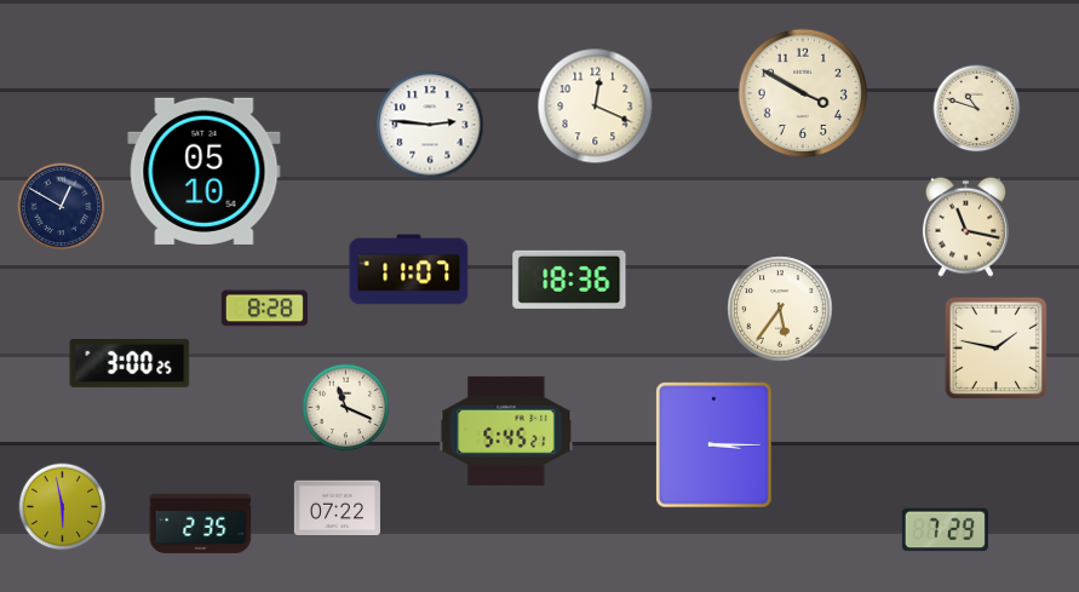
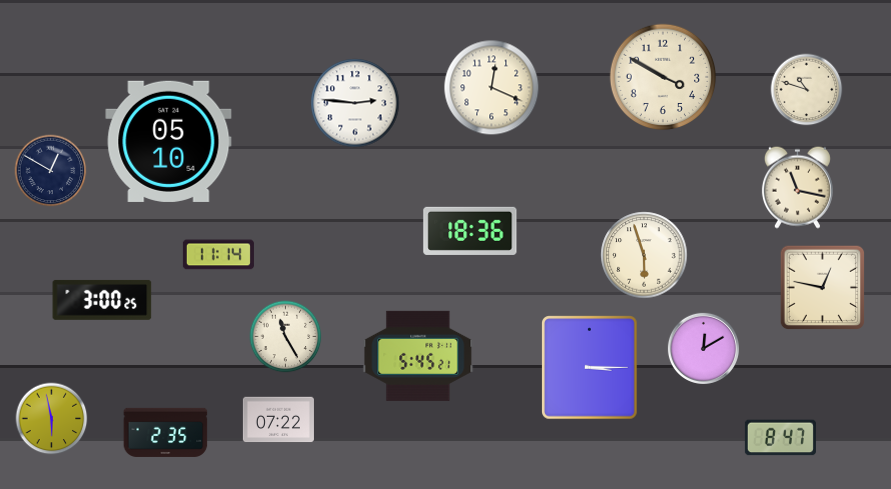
clock at (409, 270): 11:07 -> none
clock at (264, 309): 8:28 -> 11:14
clock at (780, 309): 5:36 -> 5:57
clock at (997, 349): 1:47 -> 12:47
clock at (130, 363) position: (130, 363) -> (102, 300)
clock at (346, 408): 11:19 -> 11:25
clock at (703, 348): none -> 12:10
clock at (945, 530): 7:29 -> 8:47
